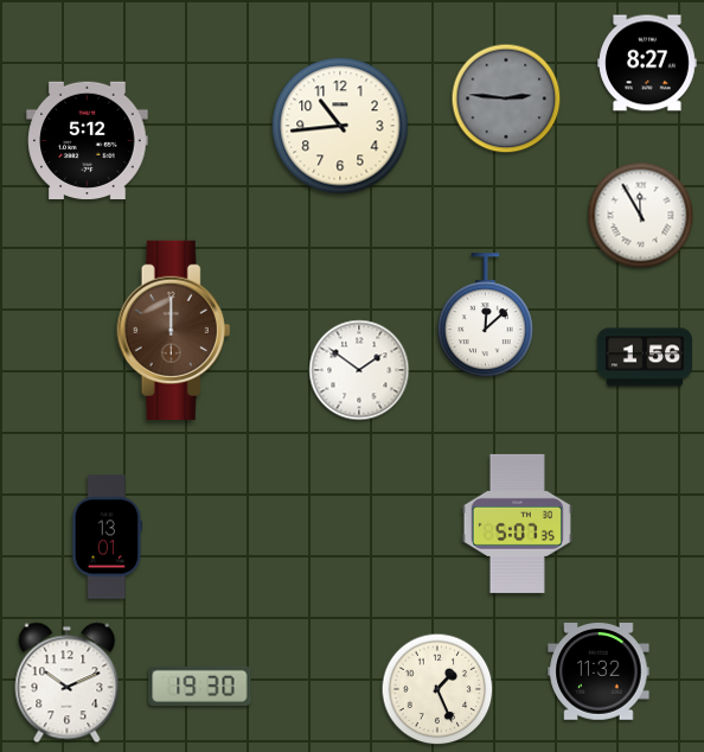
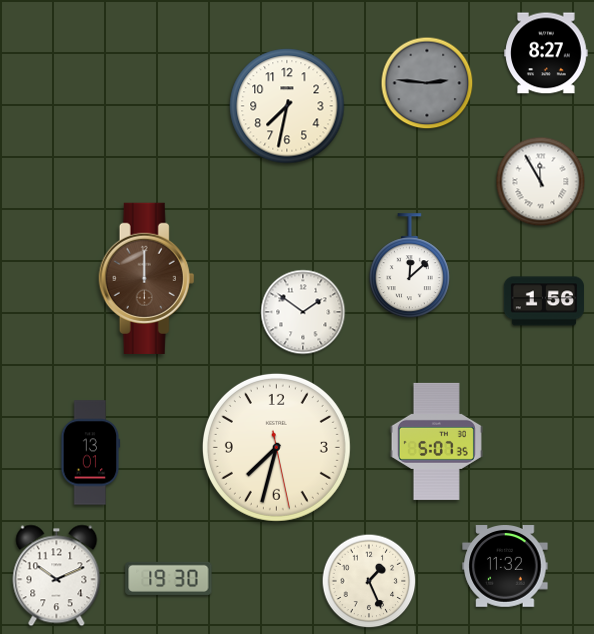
clock at (340, 126): 10:44 -> 7:32
clock at (88, 140): 5:12 -> none
clock at (276, 447): none -> 7:32
